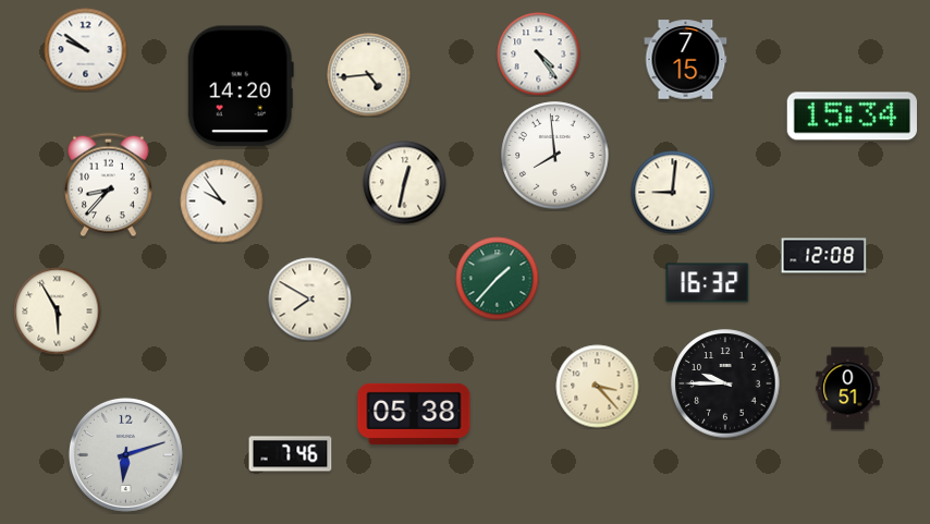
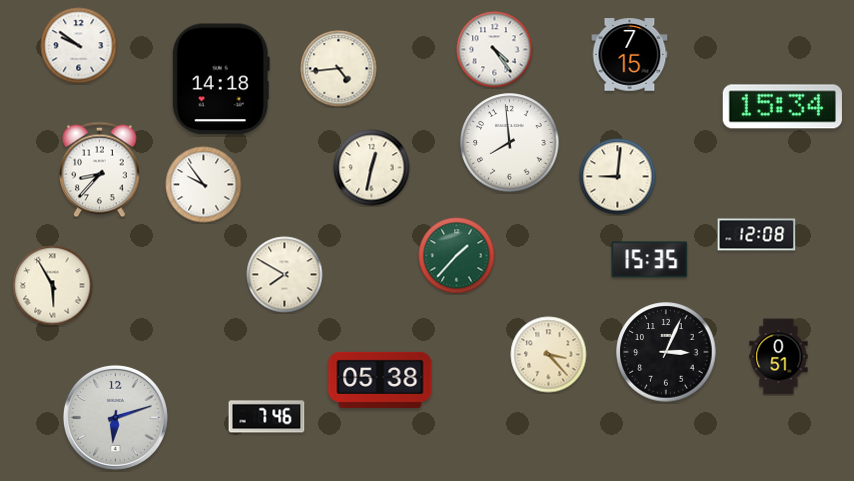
clock at (241, 86): 14:20 -> 14:18
clock at (708, 283): 16:32 -> 15:35
clock at (725, 383): 9:45 -> 3:04
